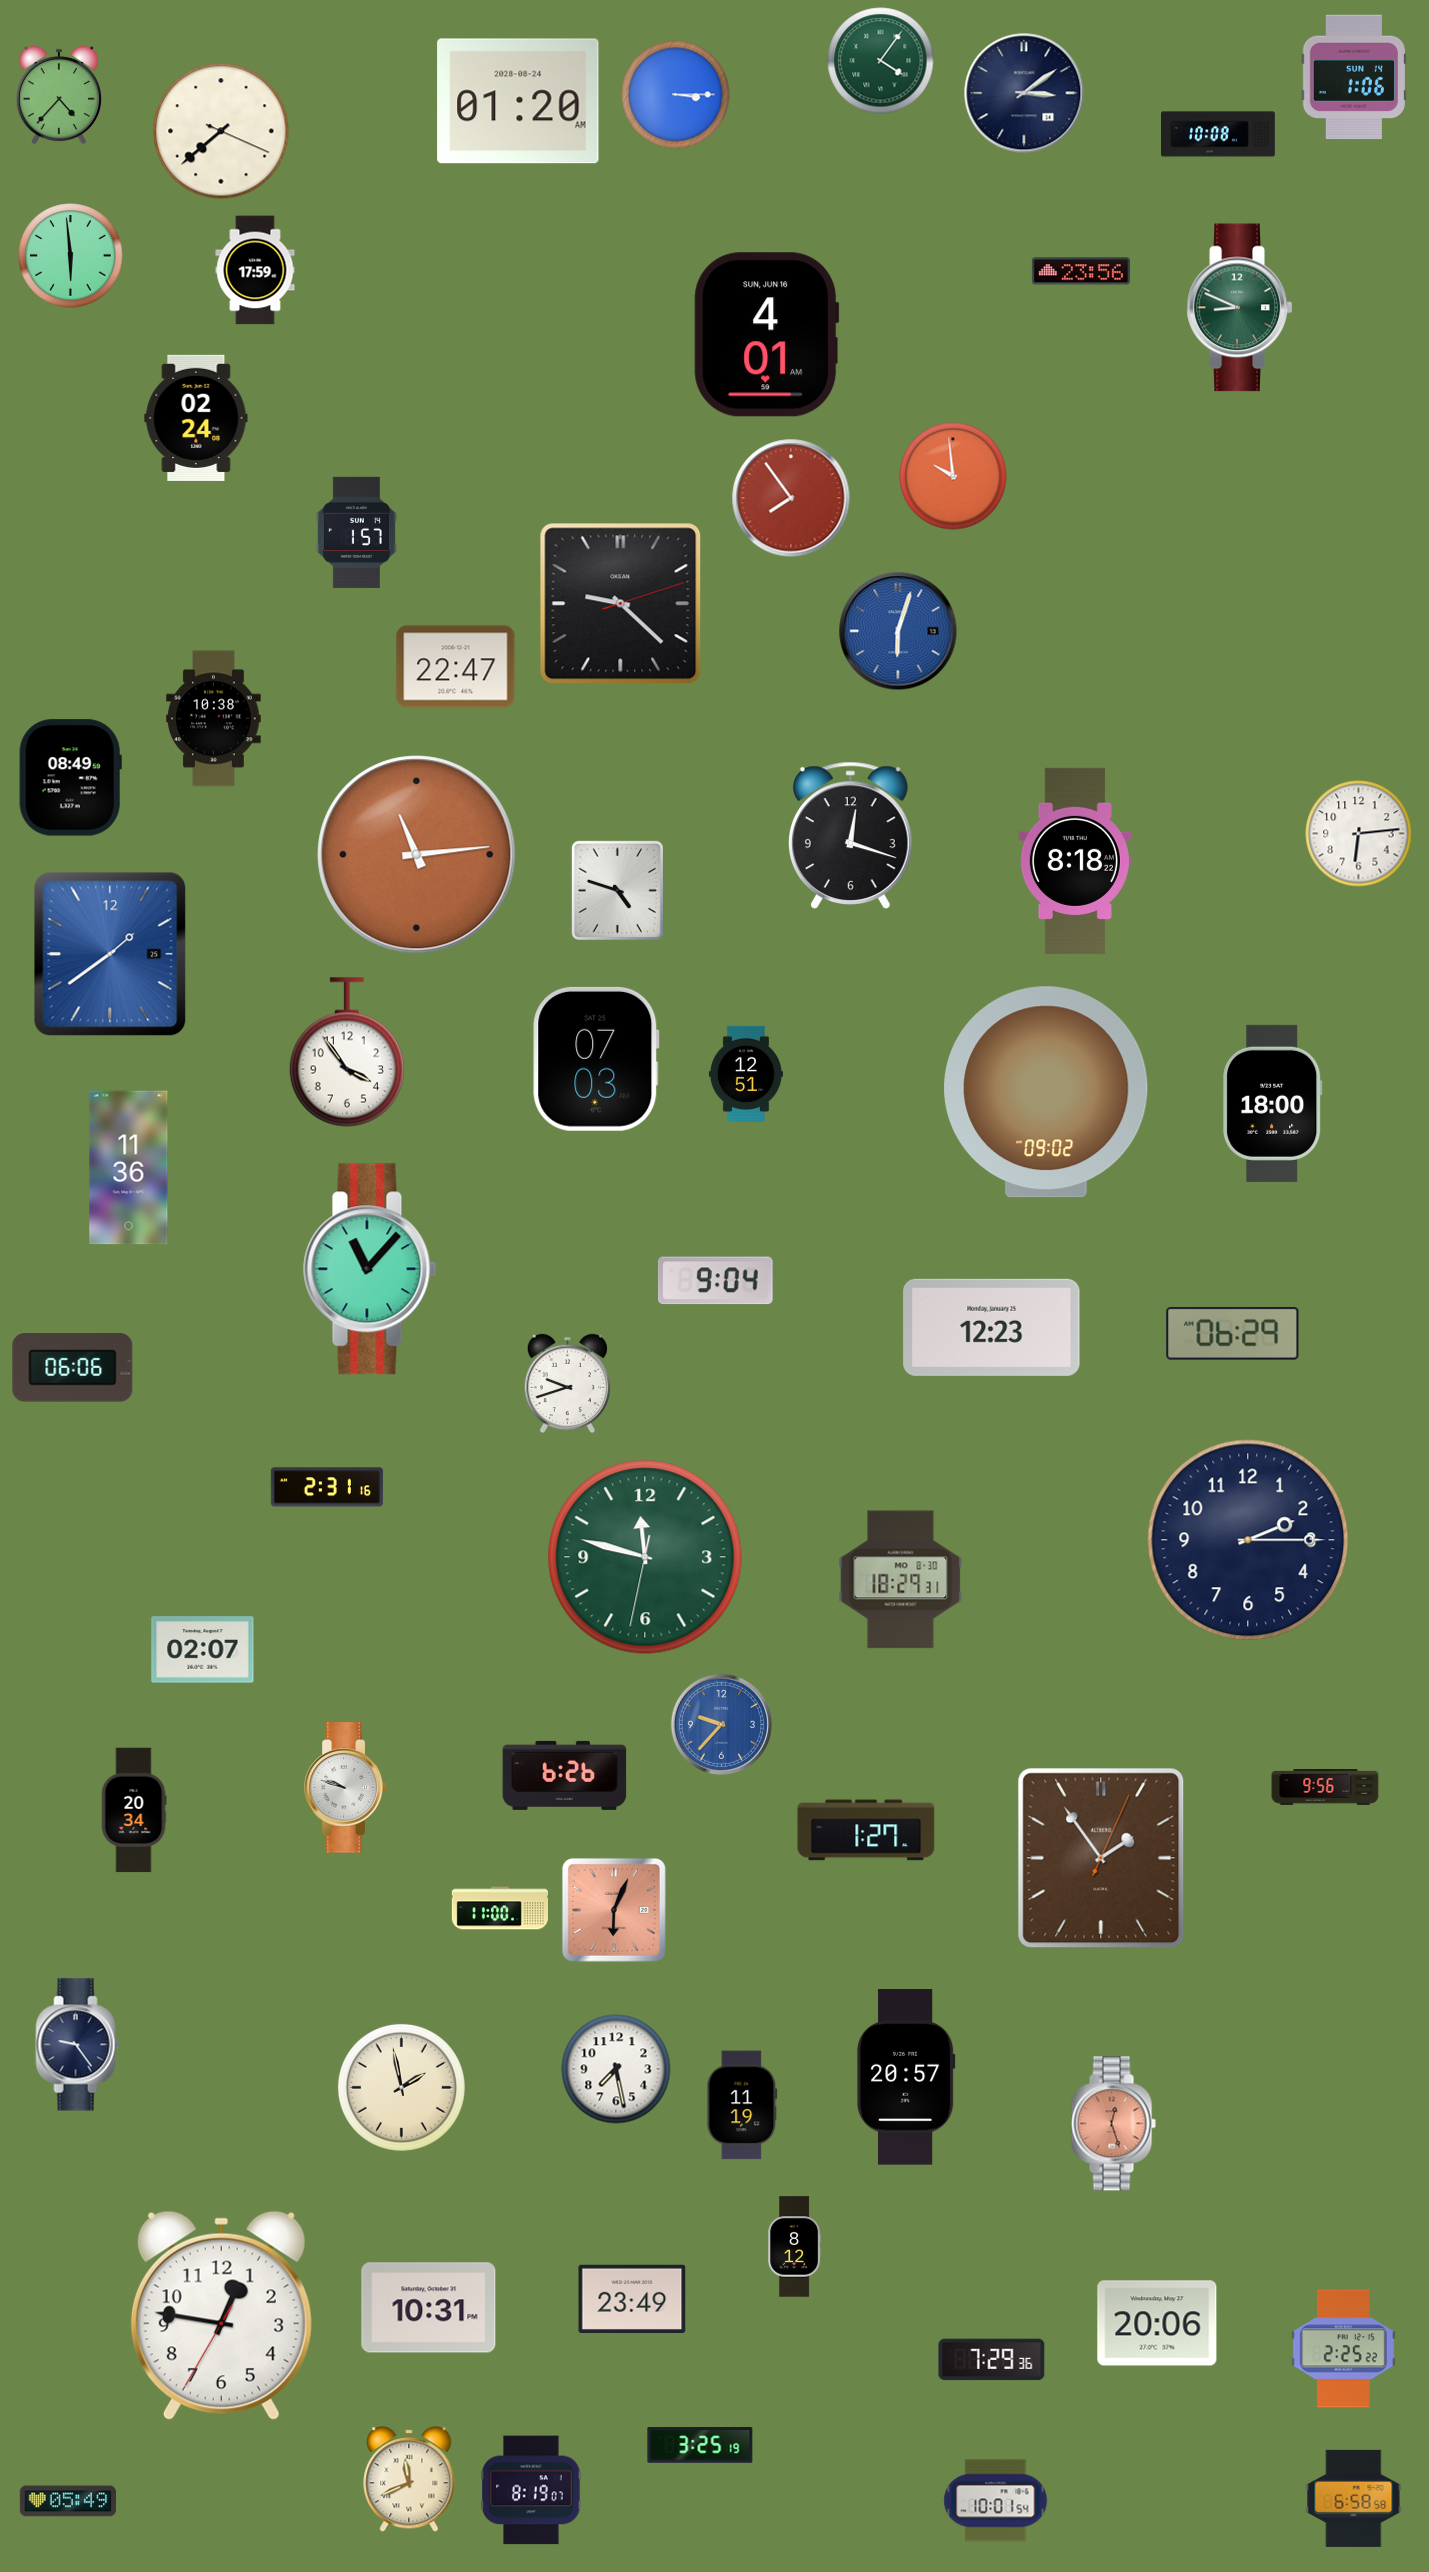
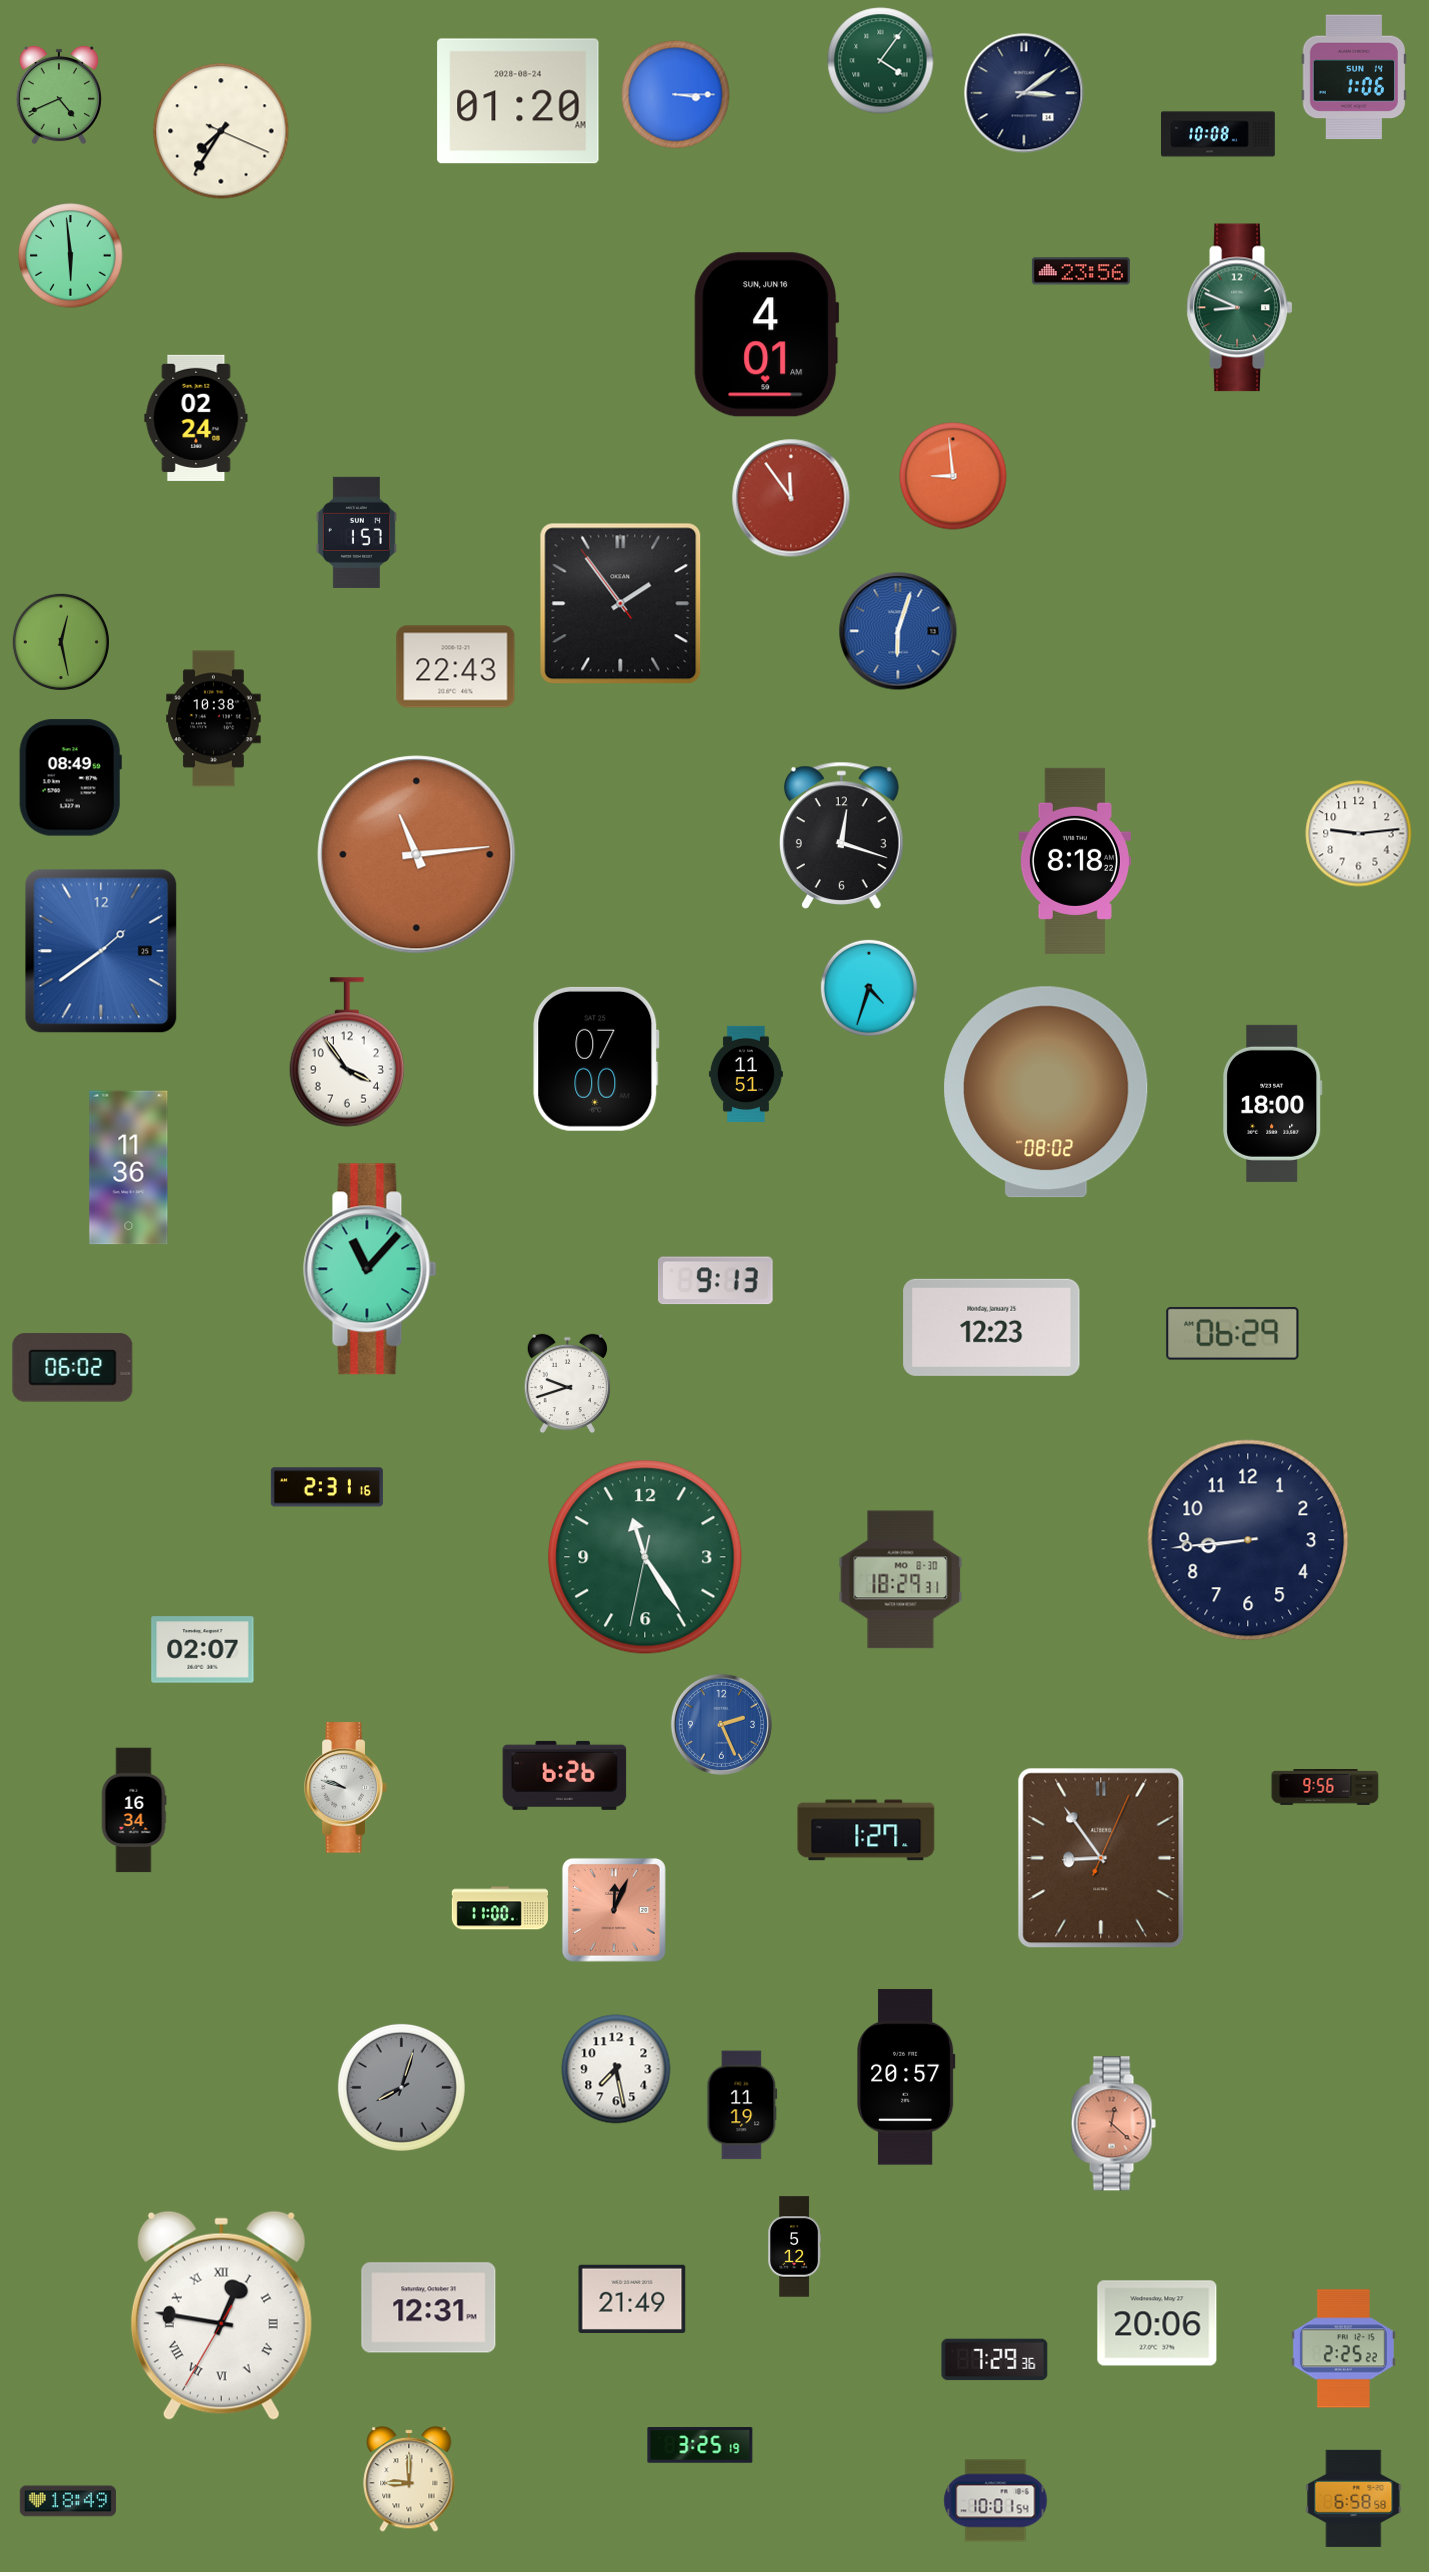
clock at (59, 95): 4:37 -> 4:41
clock at (221, 131): 7:38 -> 7:35
clock at (255, 270): 17:59 -> none
clock at (953, 476): 9:59 -> 8:59
clock at (791, 498): 7:54 -> 11:54
clock at (621, 604): 9:22 -> 1:53
clock at (61, 642): none -> 12:28
clock at (456, 667): 22:47 -> 22:43
clock at (1359, 834): 6:14 -> 9:14
clock at (851, 835) position: (851, 835) -> (842, 835)
clock at (617, 890): 4:48 -> none
clock at (110, 954) position: (110, 954) -> (101, 951)
clock at (869, 988): none -> 4:33
clock at (596, 1059): 07:03 -> 07:00
clock at (746, 1073): 12:51 -> 11:51
clock at (1046, 1092): 09:02 -> 08:02
clock at (715, 1281): 9:04 -> 9:13
clock at (73, 1368): 06:06 -> 06:02
clock at (1248, 1540): 2:15 -> 8:44
clock at (645, 1557): 11:47 -> 11:24
clock at (721, 1724): 9:37 -> 2:26
clock at (134, 1810): 20:34 -> 16:34
clock at (1101, 1858): 1:54 -> 8:54
clock at (614, 1910): 6:04 -> 12:04
clock at (78, 2045): 9:24 -> none
clock at (401, 2087): 1:58 -> 8:03
clock at (401, 2087) dial: cream -> grey
clock at (1113, 2124): 12:27 -> 12:22
clock at (795, 2247): 8:12 -> 5:12
clock at (632, 2298): 23:49 -> 21:49
clock at (429, 2308): 10:31 -> 12:31
clock at (221, 2316) numerals: Arabic -> Roman
clock at (992, 2360) position: (992, 2360) -> (995, 2360)
clock at (409, 2479): 11:41 -> 9:00
clock at (531, 2490): 8:19 -> none
clock at (68, 2501): 05:49 -> 18:49
